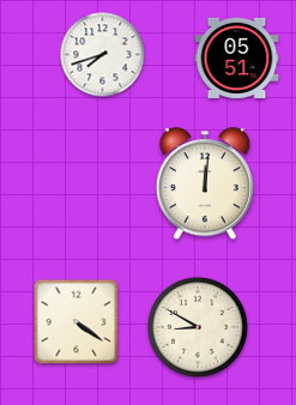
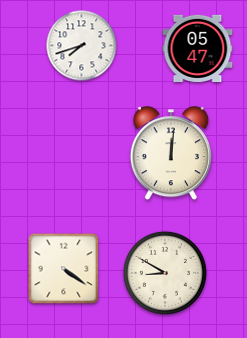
clock at (103, 55) position: (103, 55) -> (82, 46)
clock at (237, 58): 05:51 -> 05:47
